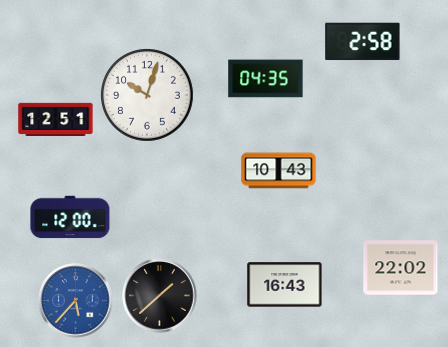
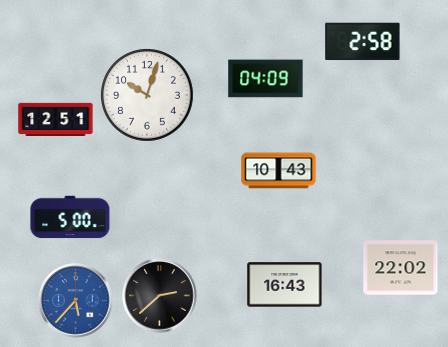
clock at (266, 79): 04:35 -> 04:09
clock at (70, 217): 12:00 -> 5:00
clock at (160, 296): 1:38 -> 2:38
